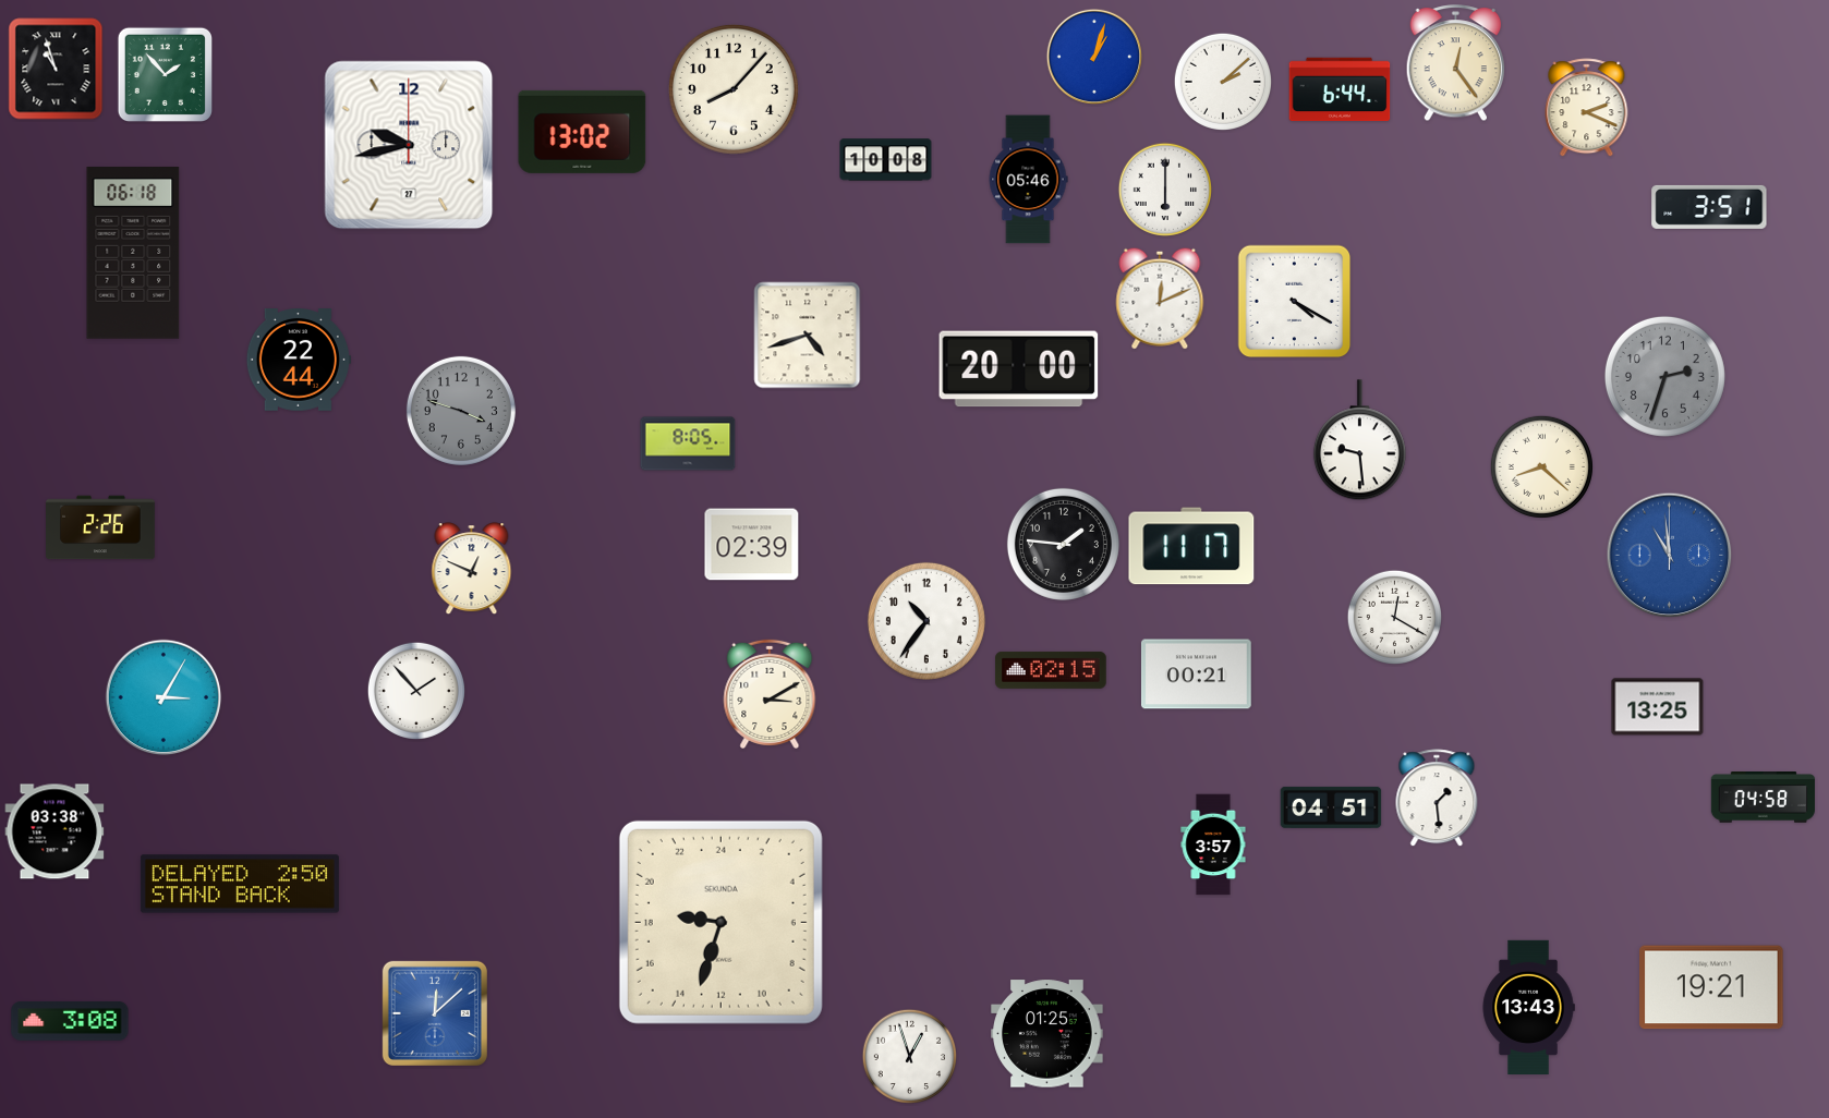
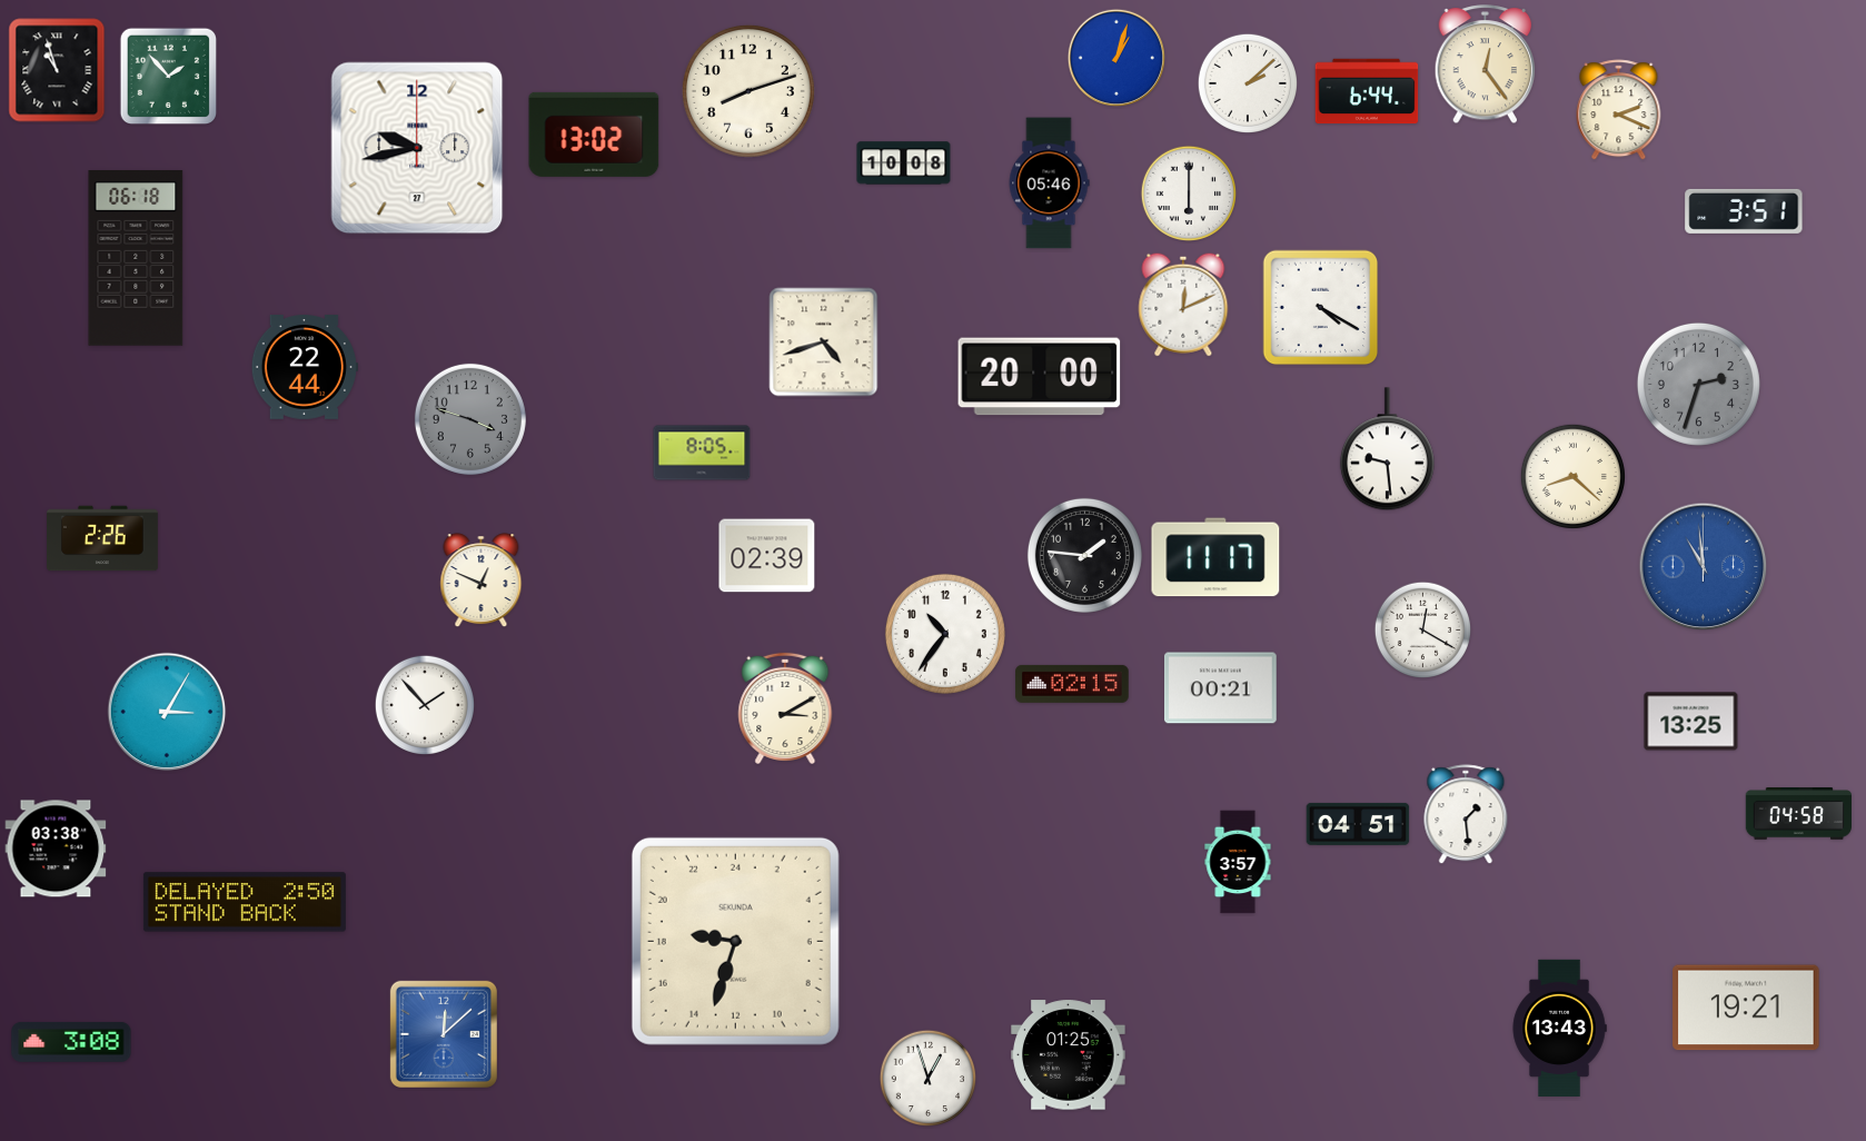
clock at (734, 89): 8:07 -> 8:12
